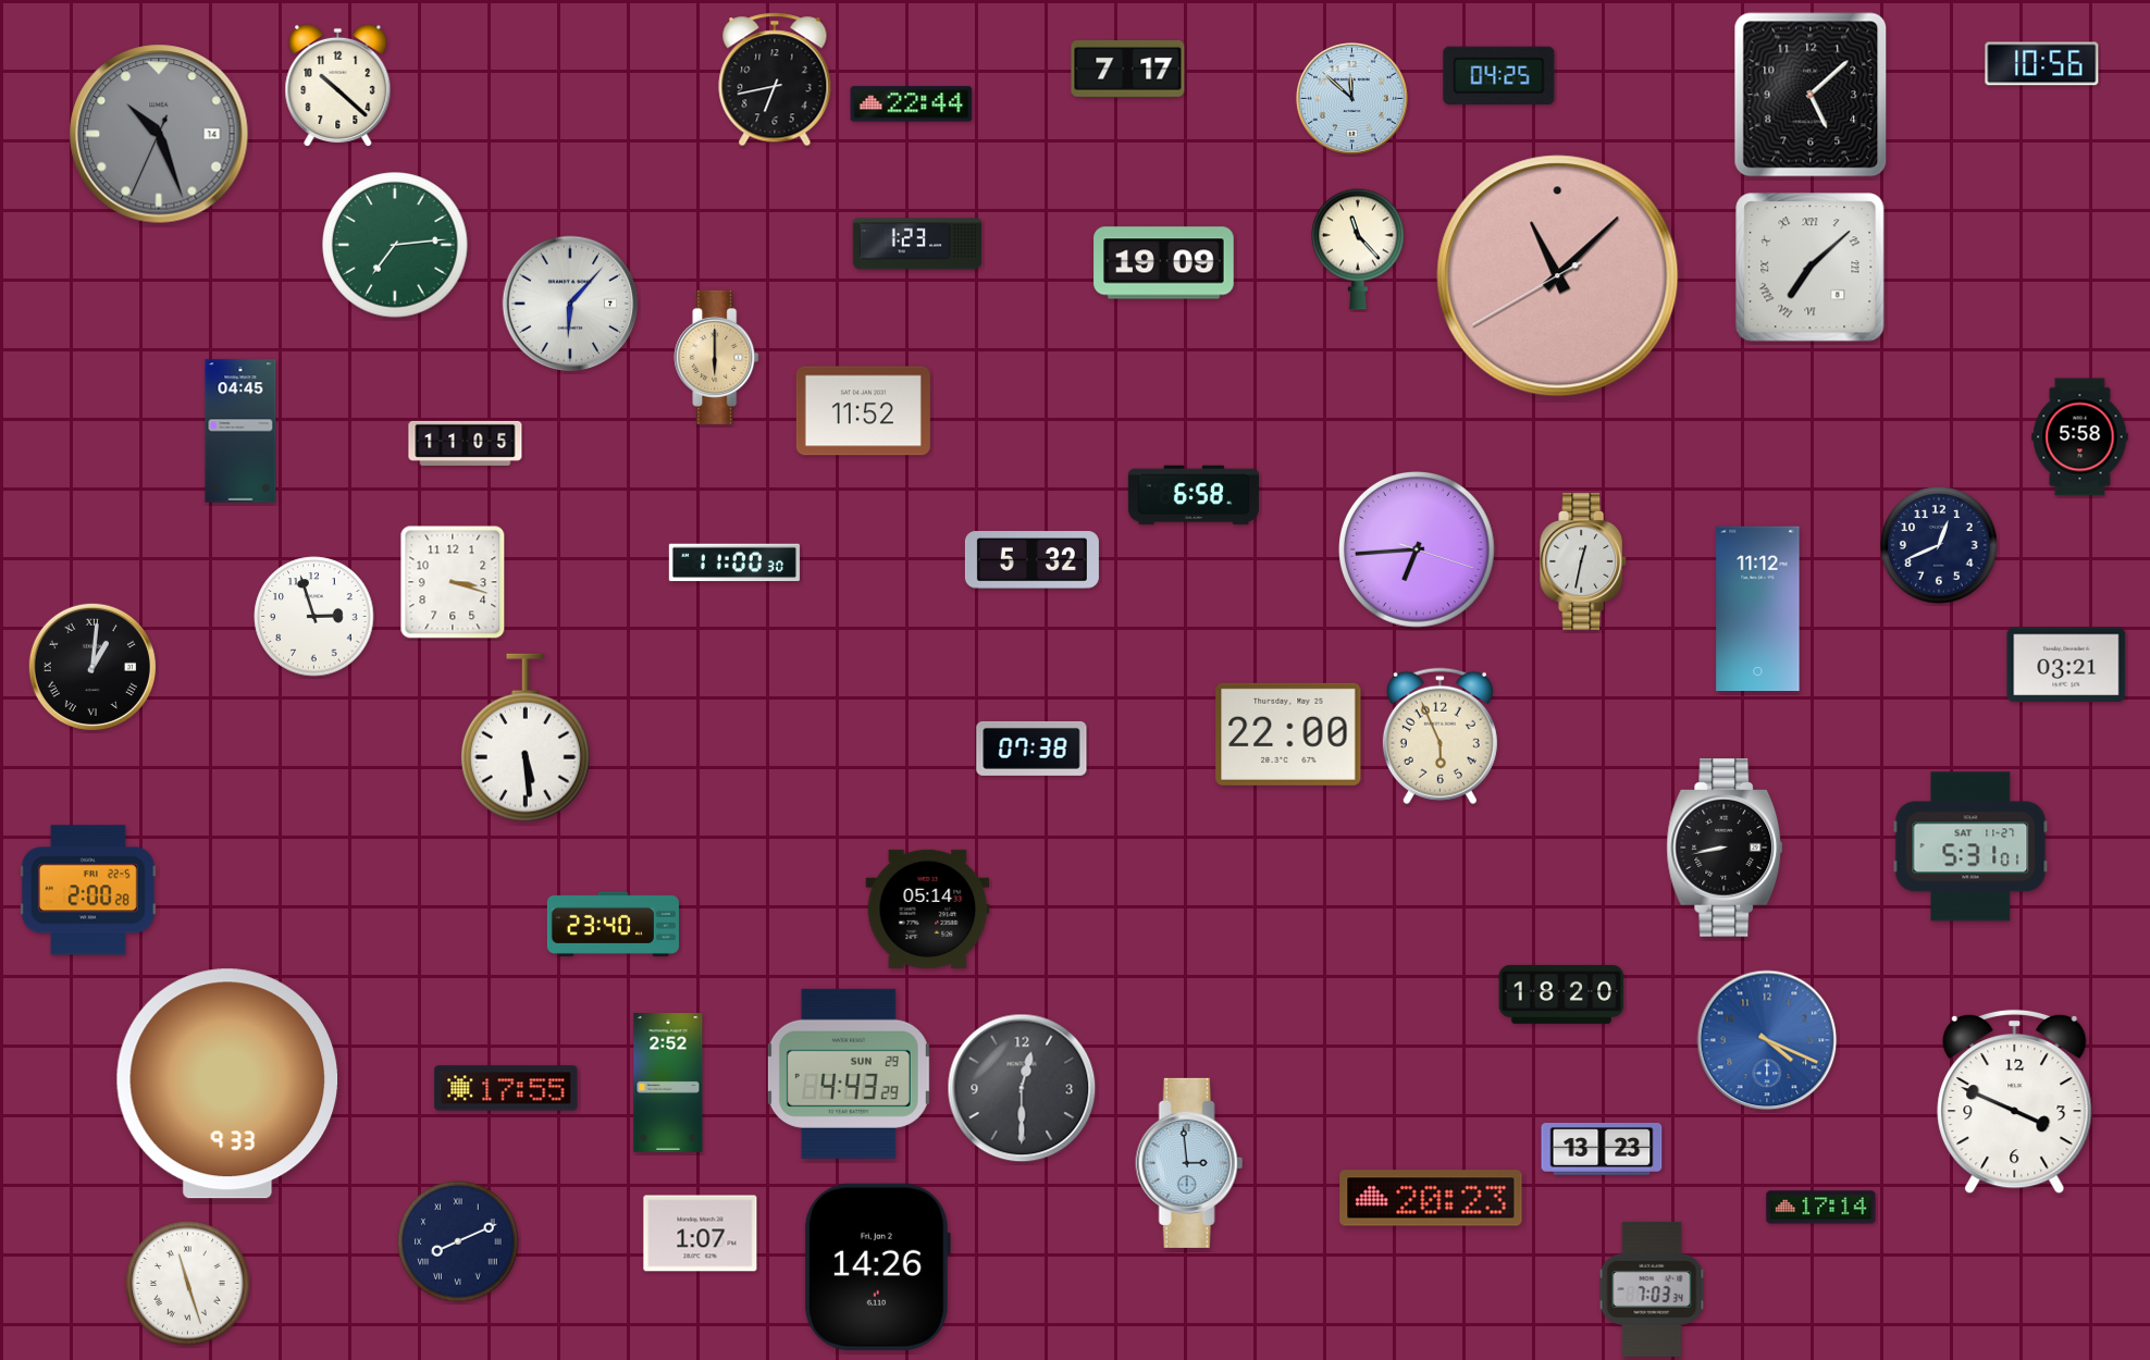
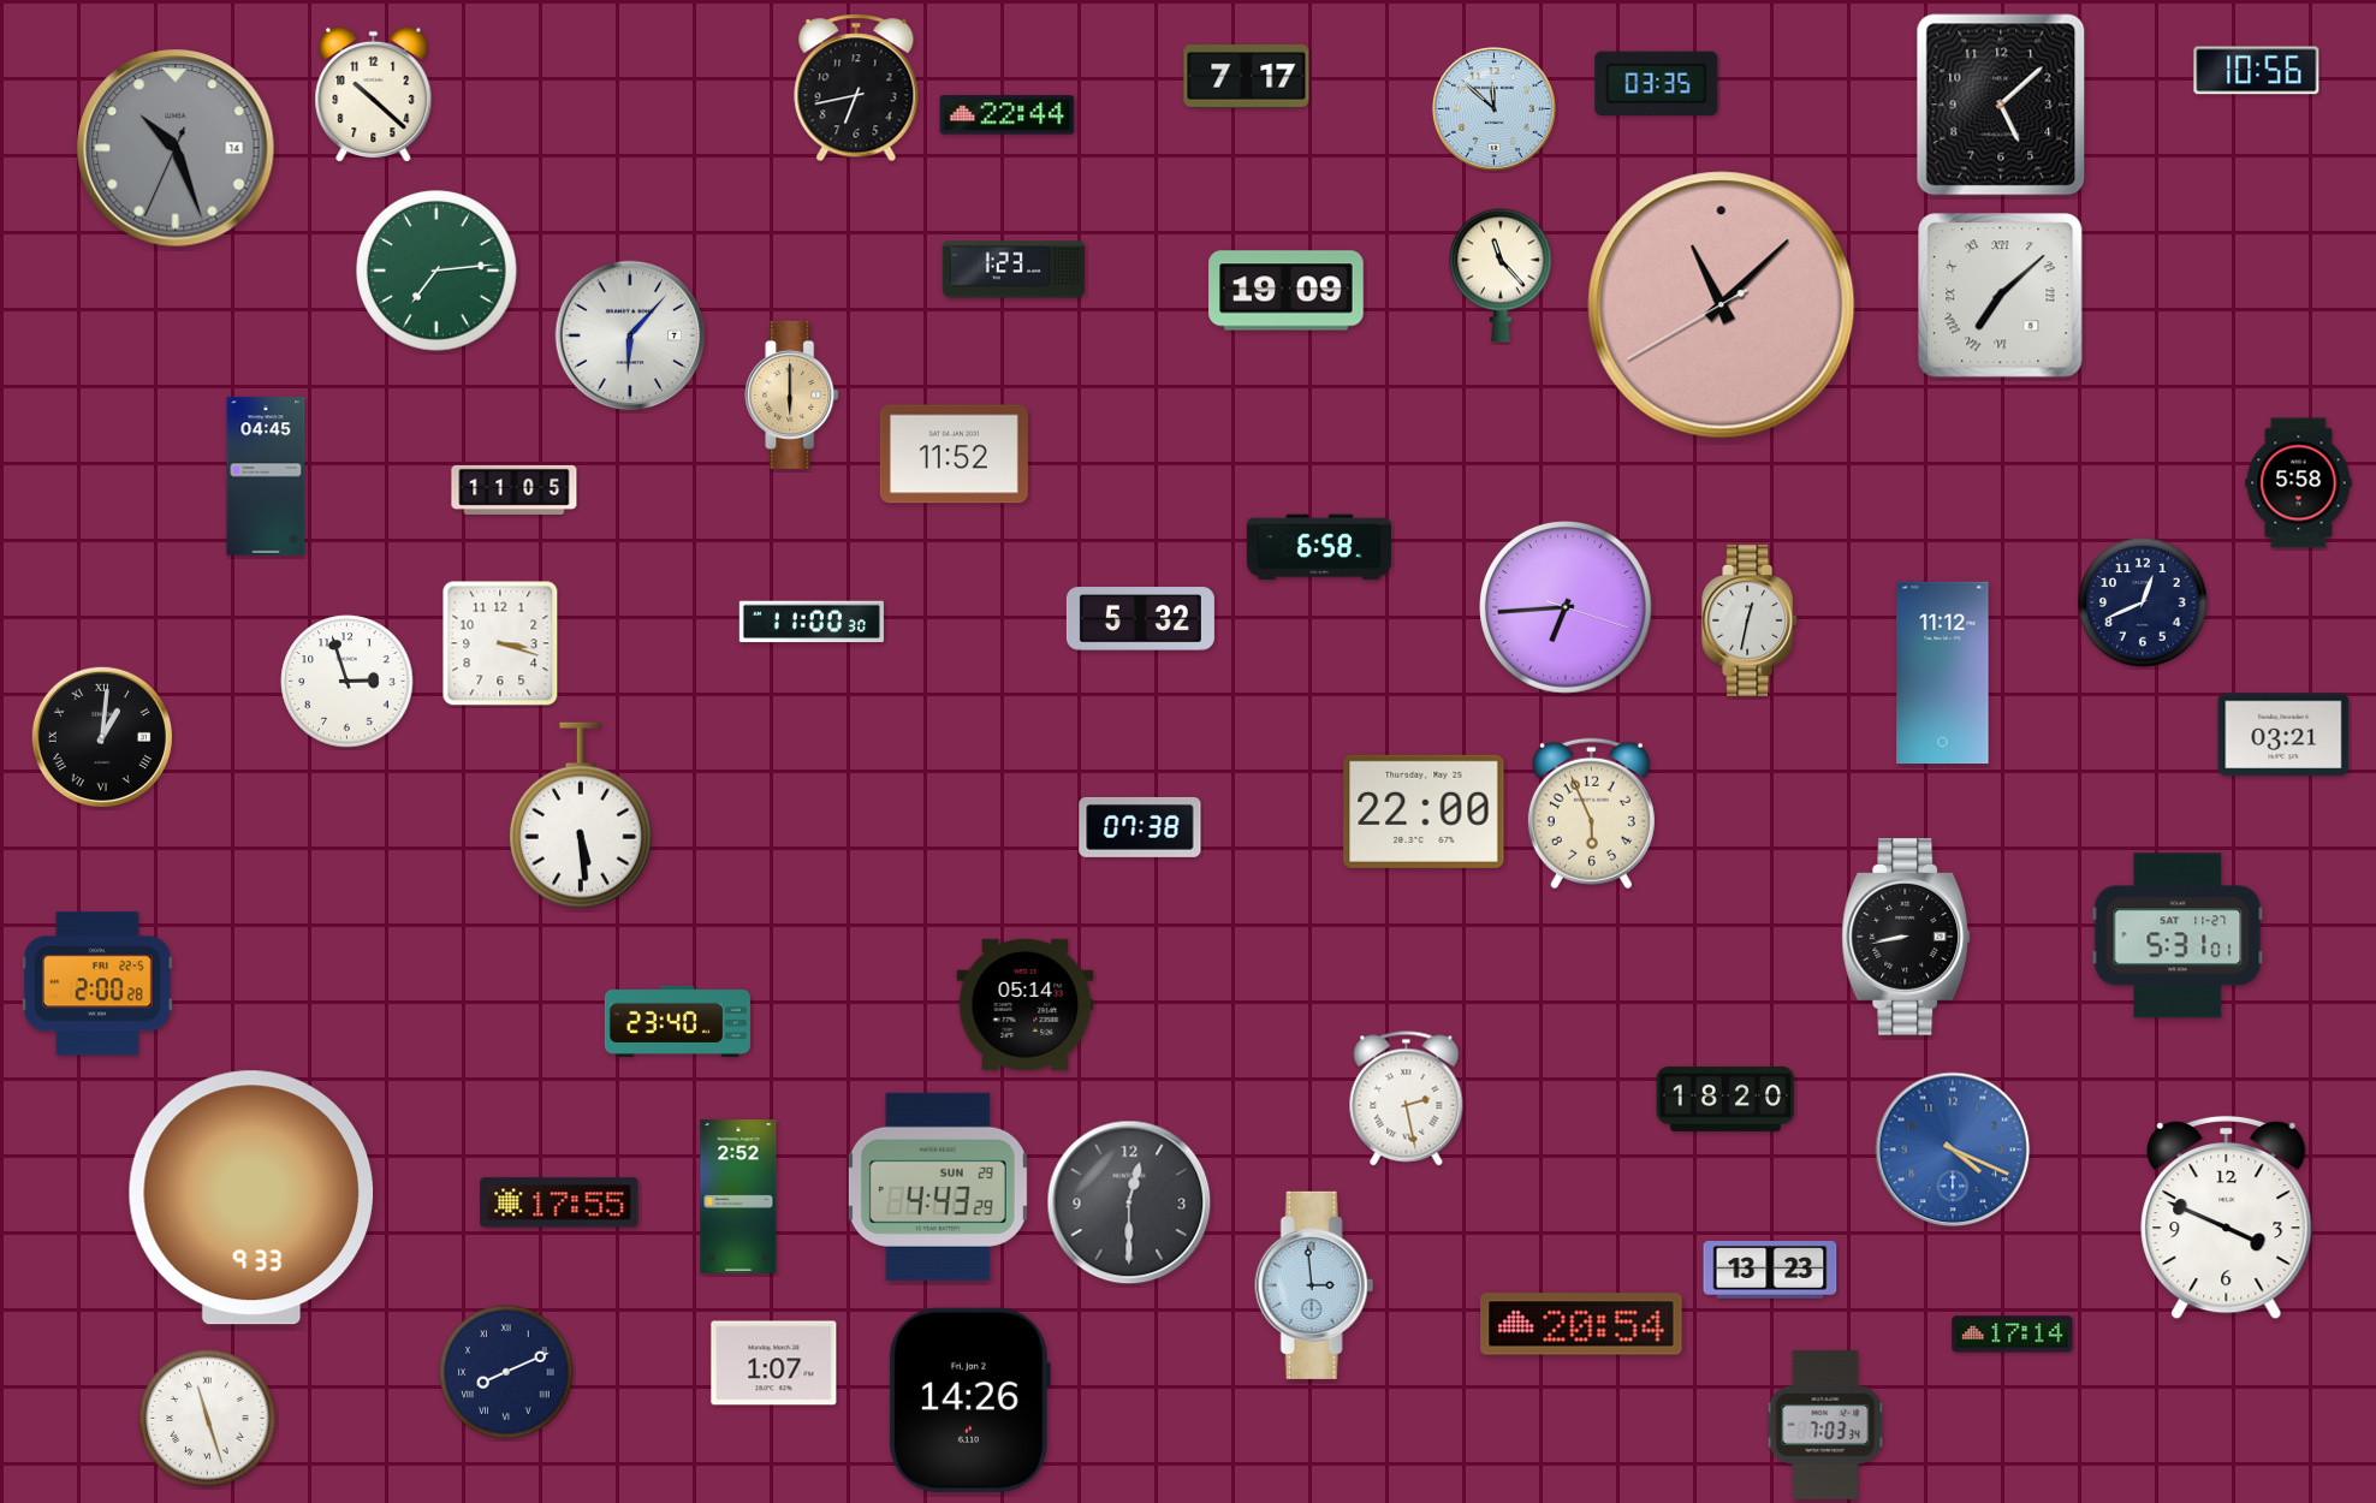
clock at (1499, 75): 04:25 -> 03:35
clock at (1407, 1099): none -> 2:28
clock at (1431, 1198): 20:23 -> 20:54
